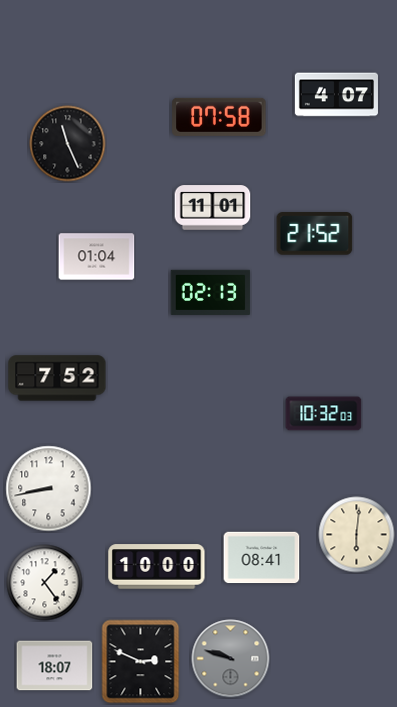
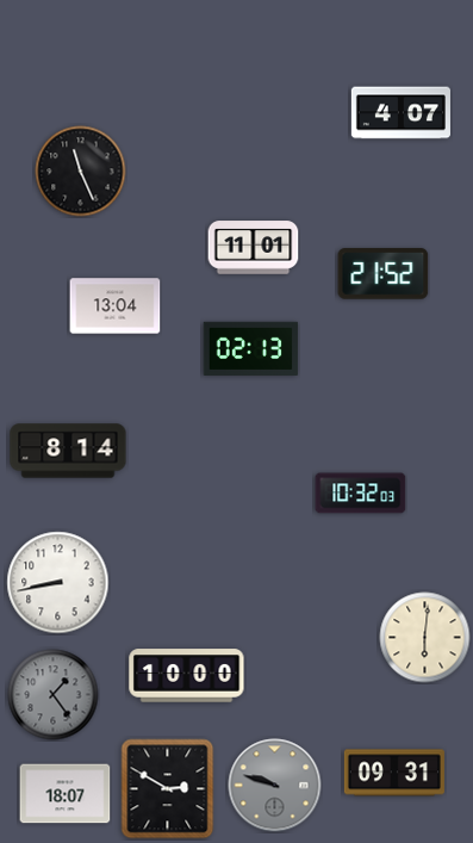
clock at (219, 117): 07:58 -> none
clock at (315, 234) position: (315, 234) -> (384, 274)
clock at (97, 257): 01:04 -> 13:04
clock at (57, 378): 7:52 -> 8:14
clock at (324, 414) position: (324, 414) -> (361, 494)
clock at (262, 558): 08:41 -> none
clock at (45, 583) dial: white -> grey
clock at (394, 773): none -> 09:31
clock at (141, 662): 2:49 -> 2:50
